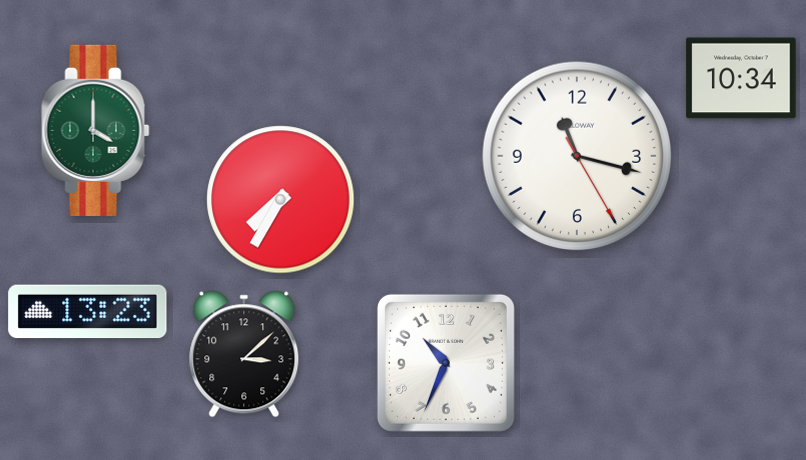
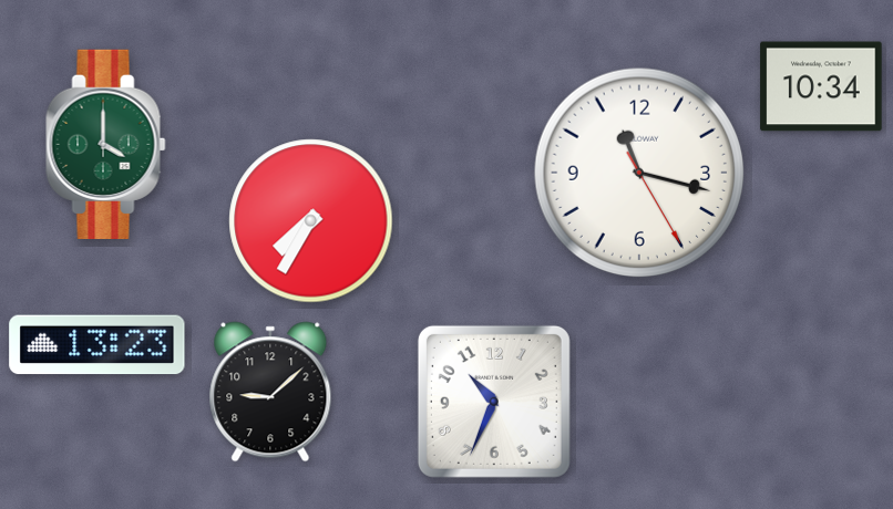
clock at (244, 354): 3:08 -> 9:08
